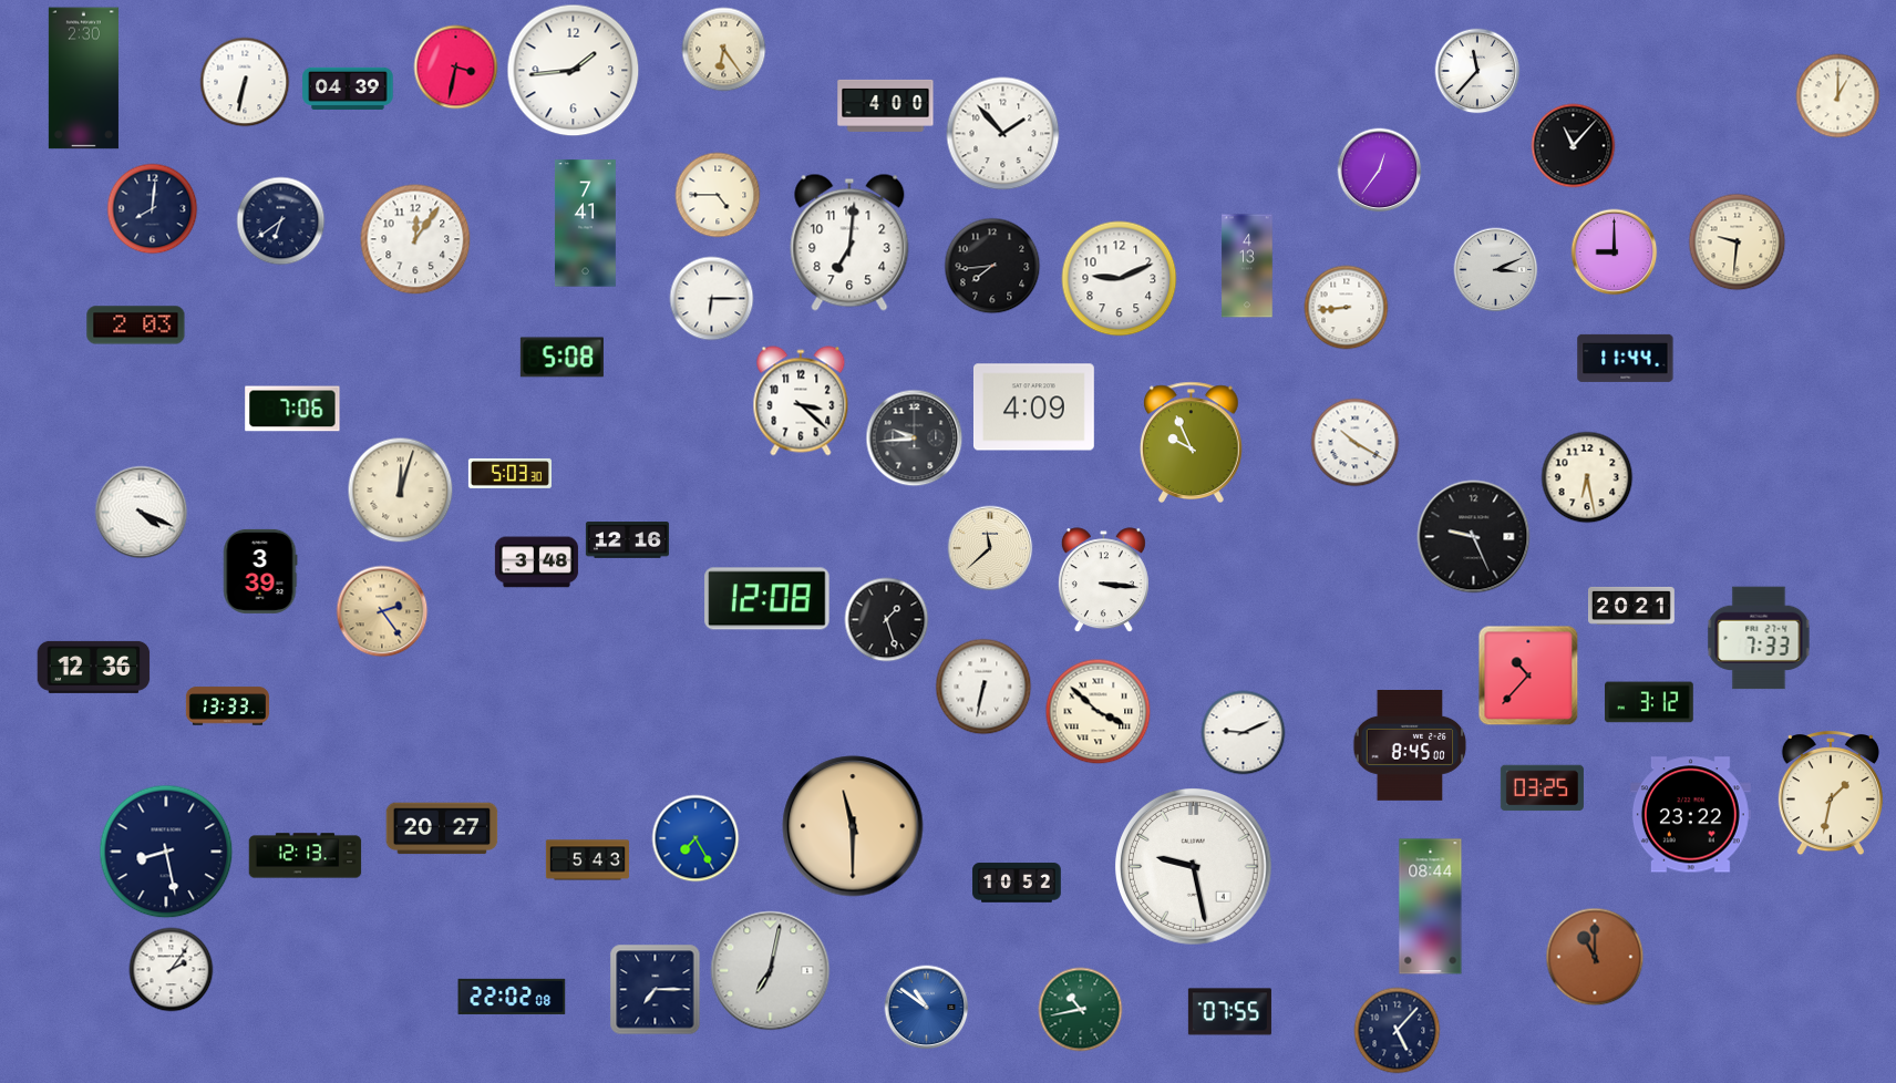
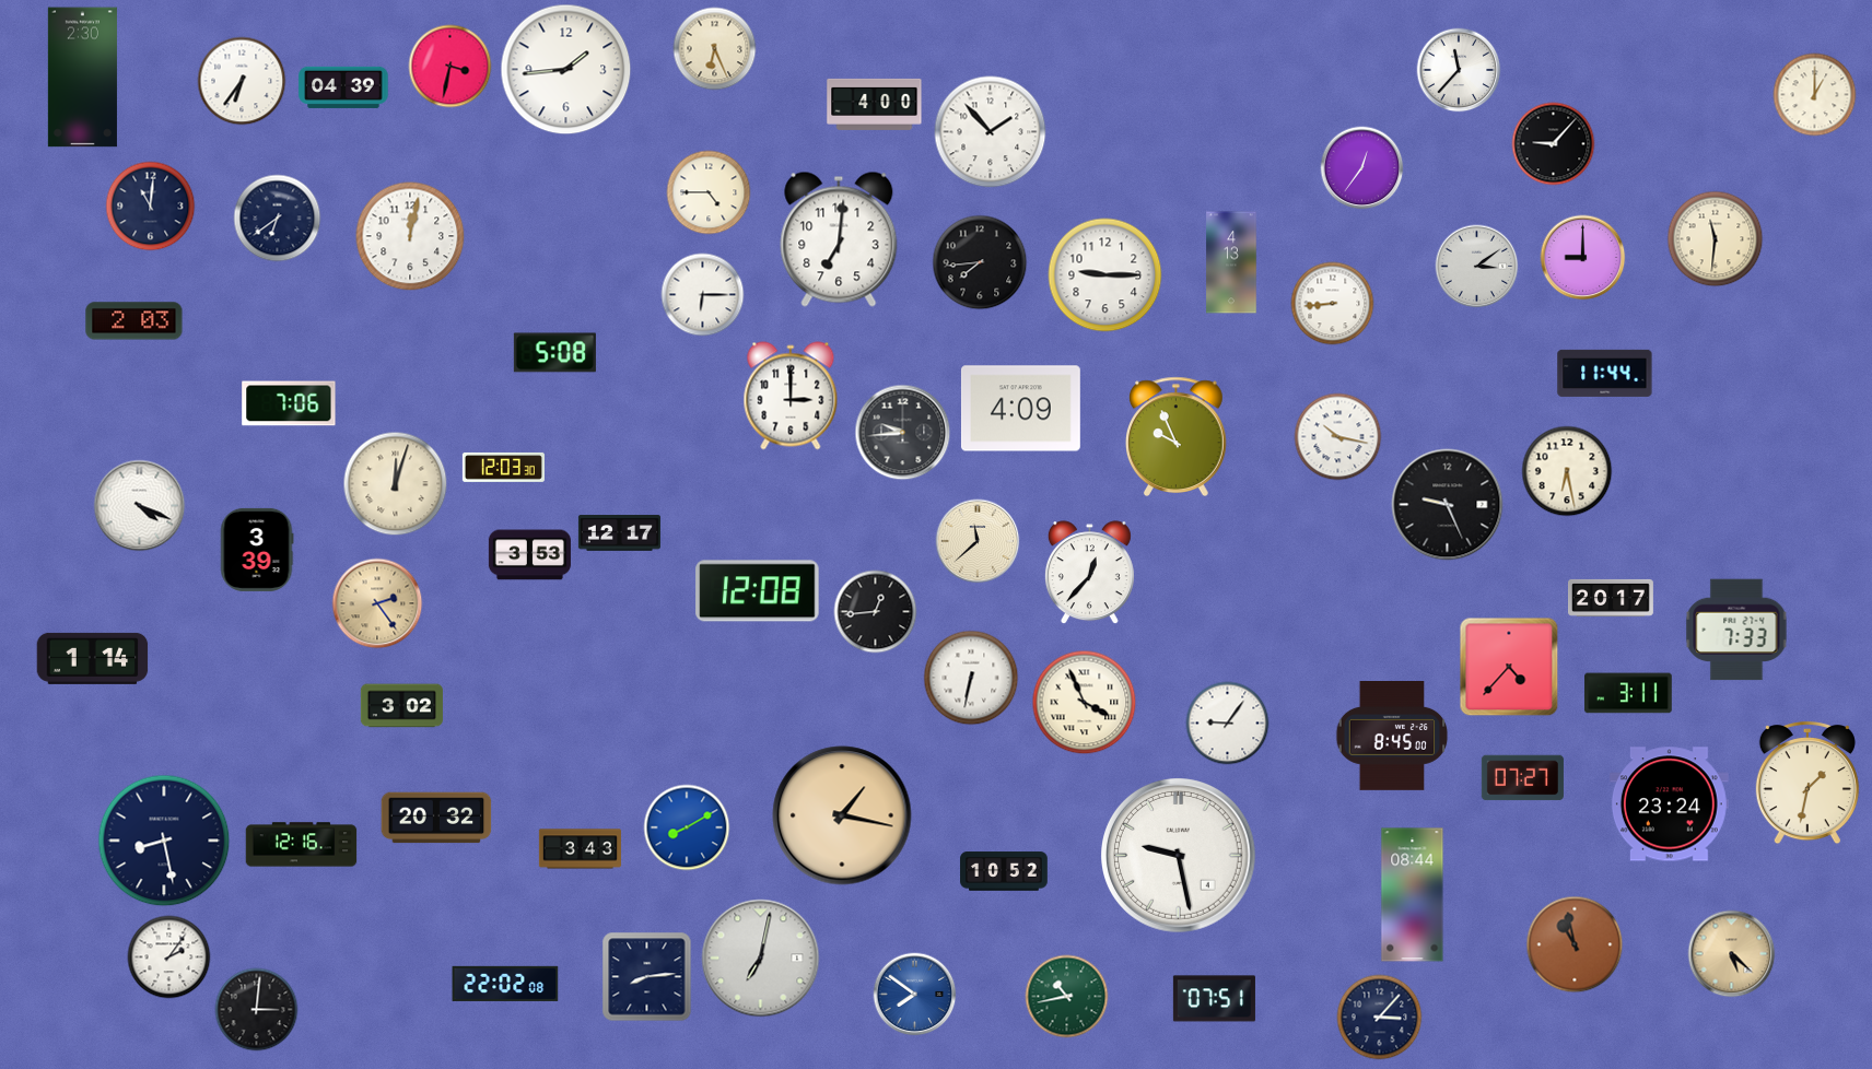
clock at (724, 50): 6:24 -> 6:26
clock at (245, 82): 6:32 -> 6:36
clock at (1574, 146): 11:07 -> 9:07
clock at (153, 209): 8:01 -> 11:01
clock at (585, 224): 7:41 -> none
clock at (415, 239): 12:06 -> 12:02
clock at (1738, 243): 9:31 -> 11:31
clock at (1615, 252) position: (1615, 252) -> (1583, 258)
clock at (1496, 270): 3:11 -> 3:09
clock at (1120, 279): 9:11 -> 9:15
clock at (1347, 308) position: (1347, 308) -> (1333, 304)
clock at (1626, 358) position: (1626, 358) -> (1605, 373)
clock at (801, 401): 3:22 -> 3:00
clock at (1033, 408) position: (1033, 408) -> (1020, 409)
clock at (1356, 443): 10:20 -> 10:17
clock at (509, 473): 5:03 -> 12:03
clock at (1474, 537) position: (1474, 537) -> (1448, 505)
clock at (627, 540): 12:16 -> 12:17
clock at (536, 563): 3:48 -> 3:53
clock at (260, 571) position: (260, 571) -> (257, 550)
clock at (1103, 580): 3:16 -> 12:37
clock at (1632, 606): 20:21 -> 20:17
clock at (887, 620): 1:27 -> 12:44
clock at (94, 667): 12:36 -> 1:14
clock at (1528, 675): 10:37 -> 4:37
clock at (1649, 702): 3:12 -> 3:11
clock at (227, 706): 13:33 -> none
clock at (1099, 712): 3:52 -> 3:56
clock at (401, 706): none -> 3:02
clock at (1244, 733): 9:11 -> 9:06
clock at (1542, 788): 03:25 -> 07:27
clock at (1690, 815): 23:22 -> 23:24
clock at (853, 826): 11:30 -> 1:17
clock at (442, 828): 20:27 -> 20:32
clock at (695, 838): 7:25 -> 8:10
clock at (306, 856): 12:13 -> 12:16
clock at (587, 860): 5:43 -> 3:43
clock at (1595, 957): 11:00 -> 10:58
clock at (1732, 954): none -> 5:22
clock at (656, 990): 7:15 -> 8:14
clock at (927, 1008): 10:51 -> 7:51
clock at (1229, 1012): 07:55 -> 07:51
clock at (257, 1010): none -> 3:01
clock at (1398, 1031): 5:07 -> 3:07
